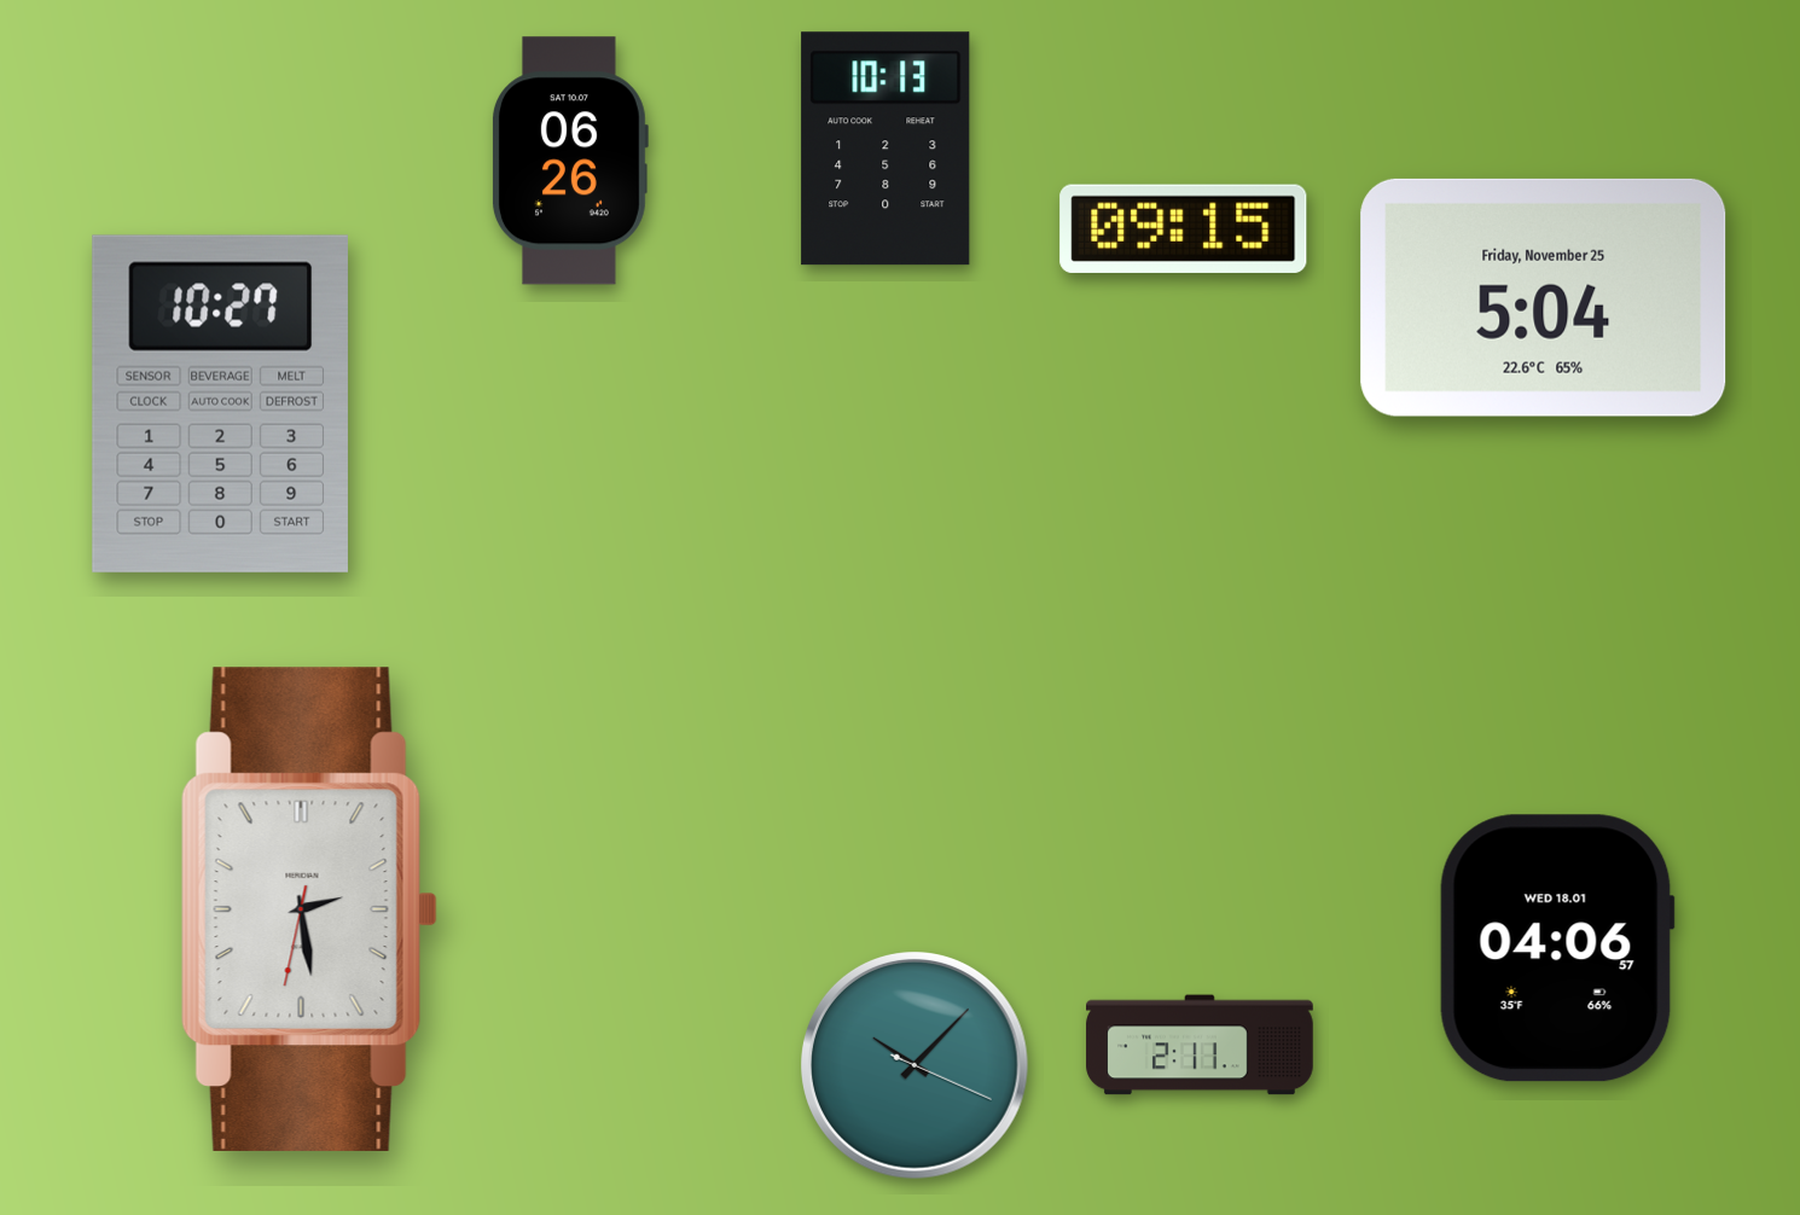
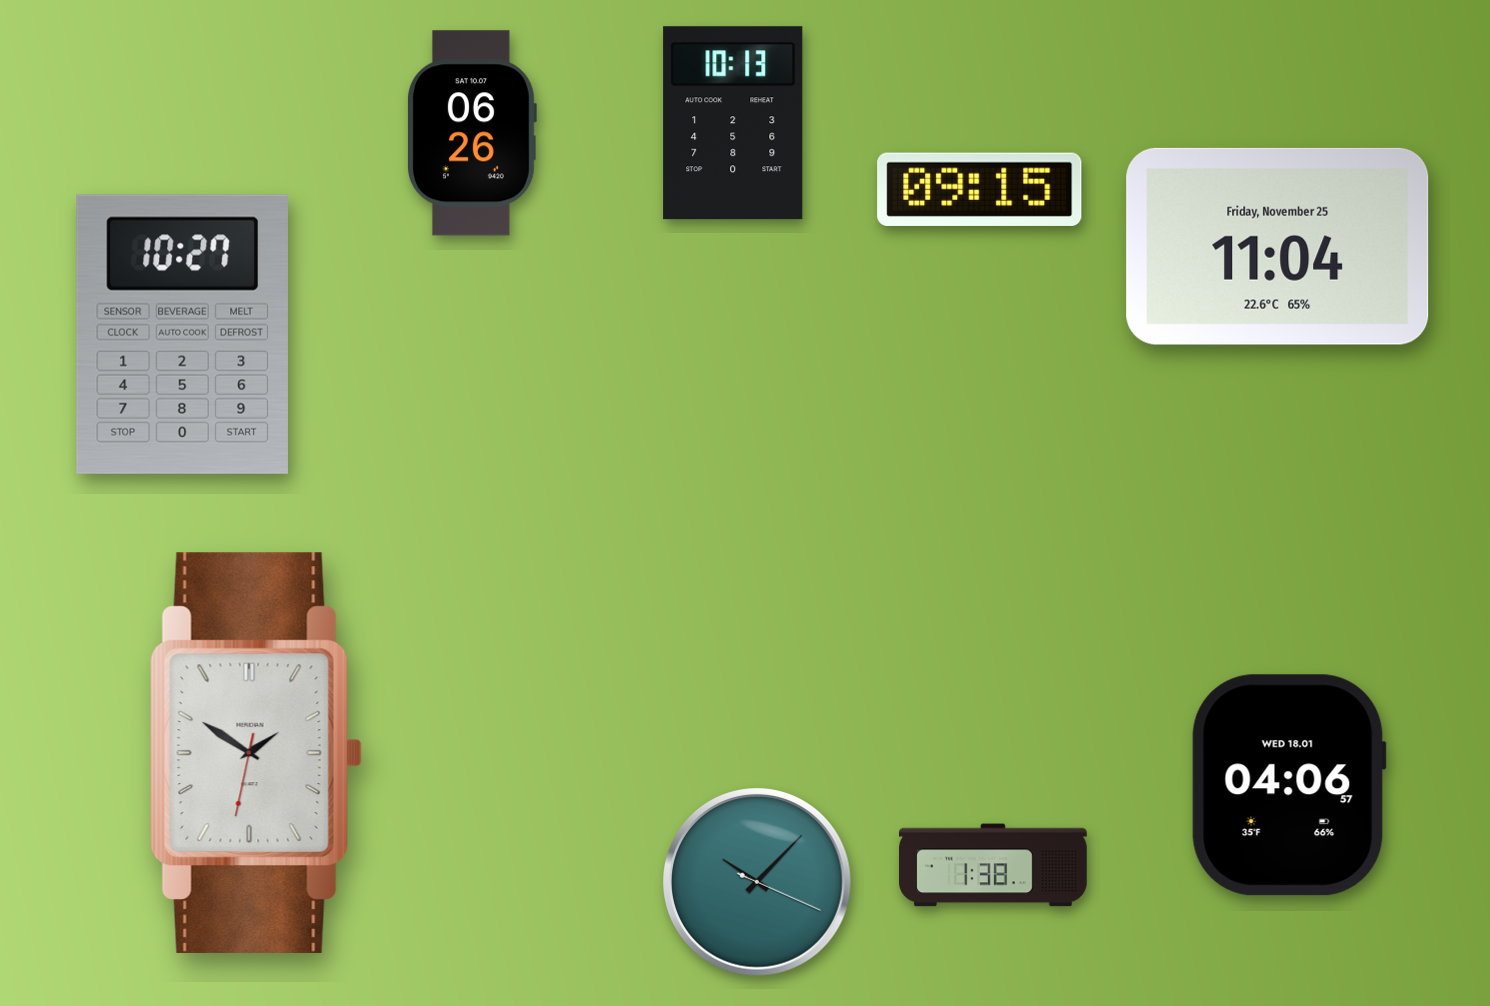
clock at (1544, 297): 5:04 -> 11:04
clock at (309, 909): 2:28 -> 1:50
clock at (1200, 1045): 2:11 -> 1:38
